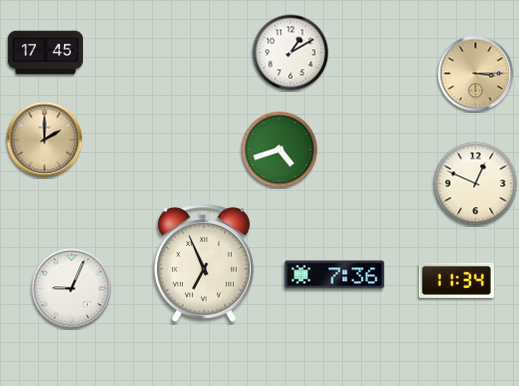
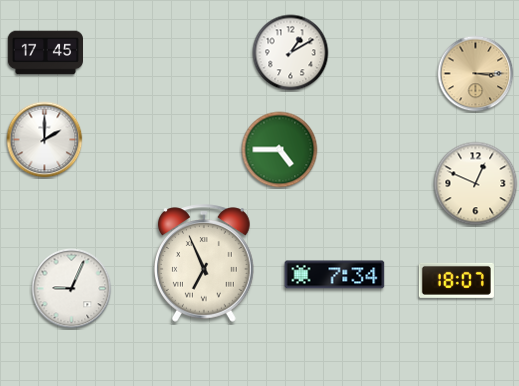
clock at (45, 140) dial: champagne -> white
clock at (280, 150): 4:42 -> 4:45
clock at (335, 275): 7:36 -> 7:34
clock at (456, 280): 11:34 -> 18:07
